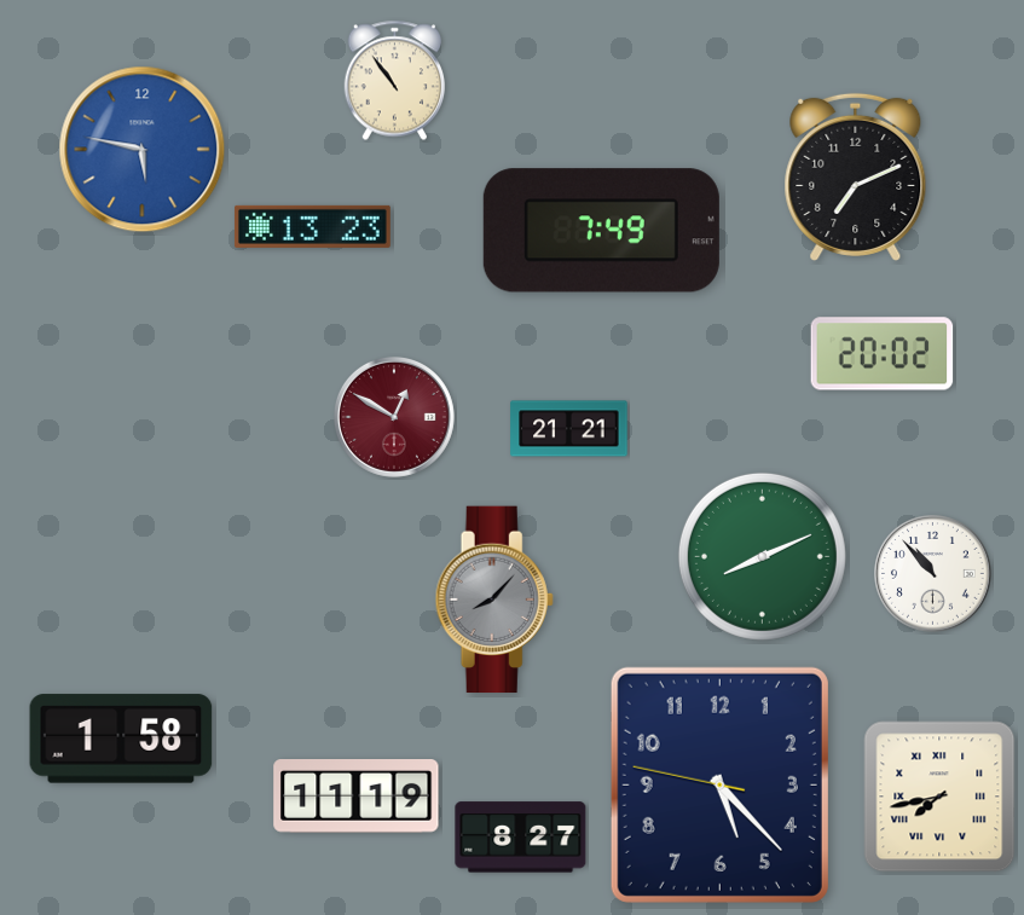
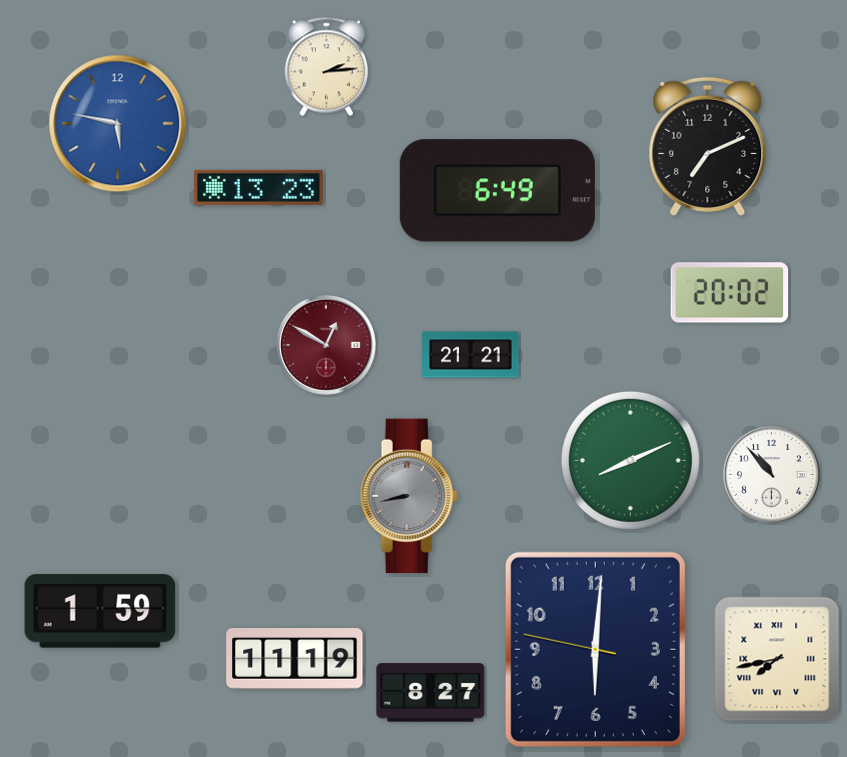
clock at (395, 81): 10:54 -> 2:14
clock at (601, 231): 7:49 -> 6:49
clock at (494, 600): 8:07 -> 8:43
clock at (121, 739): 1:58 -> 1:59
clock at (719, 784): 5:22 -> 6:00
